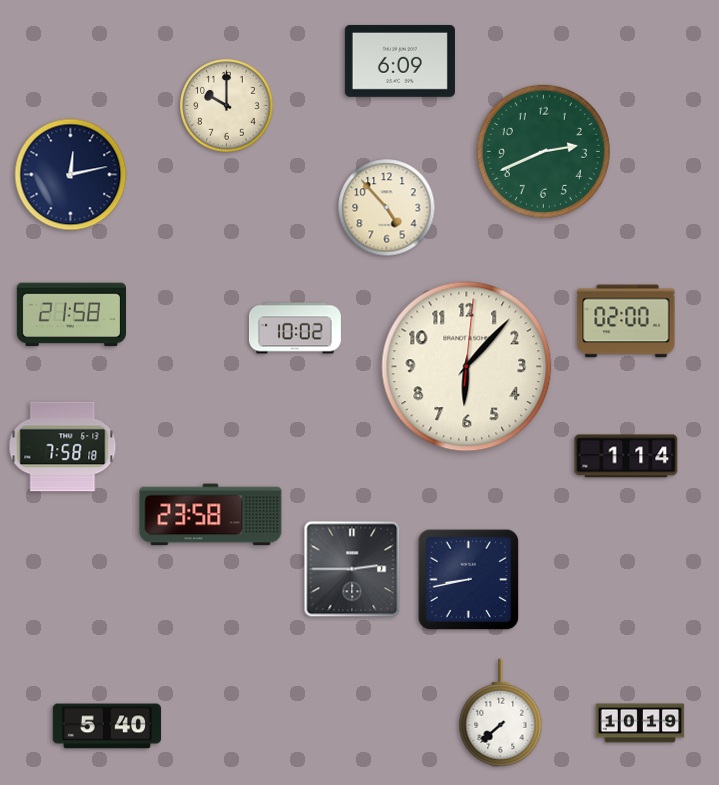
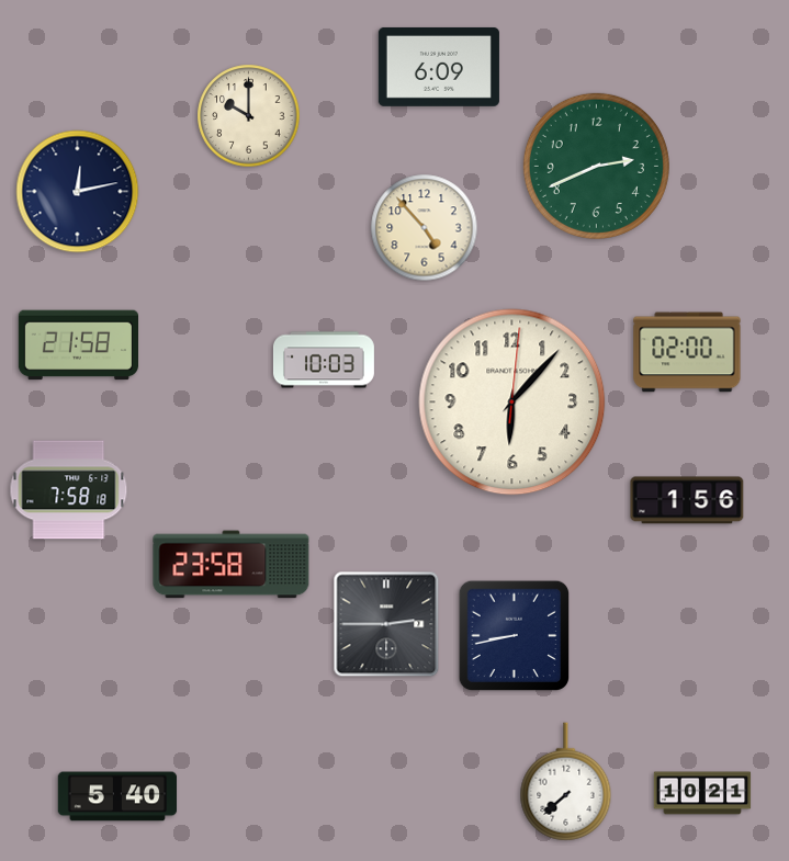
clock at (295, 328): 10:02 -> 10:03
clock at (626, 456): 1:14 -> 1:56
clock at (501, 713) position: (501, 713) -> (566, 782)
clock at (640, 723): 10:19 -> 10:21
